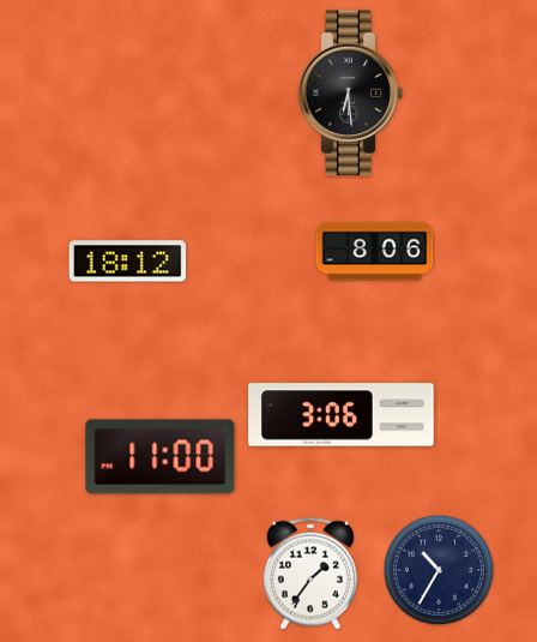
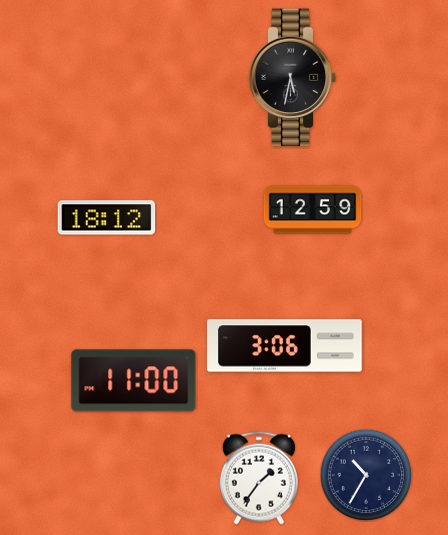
clock at (351, 94): 6:29 -> 5:32
clock at (375, 252): 8:06 -> 12:59
